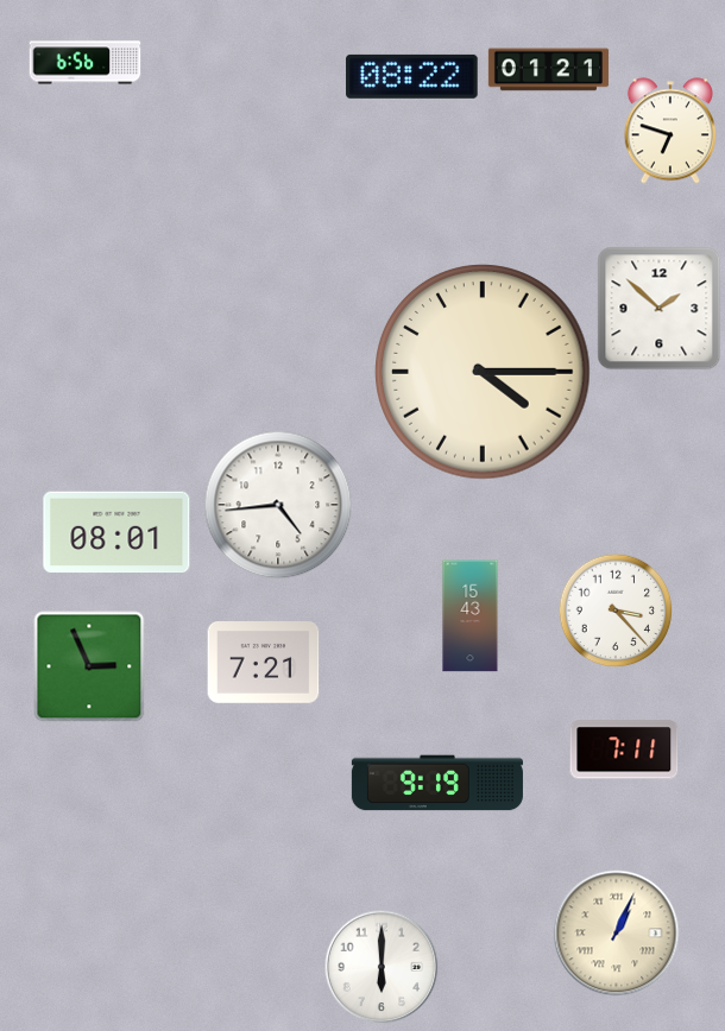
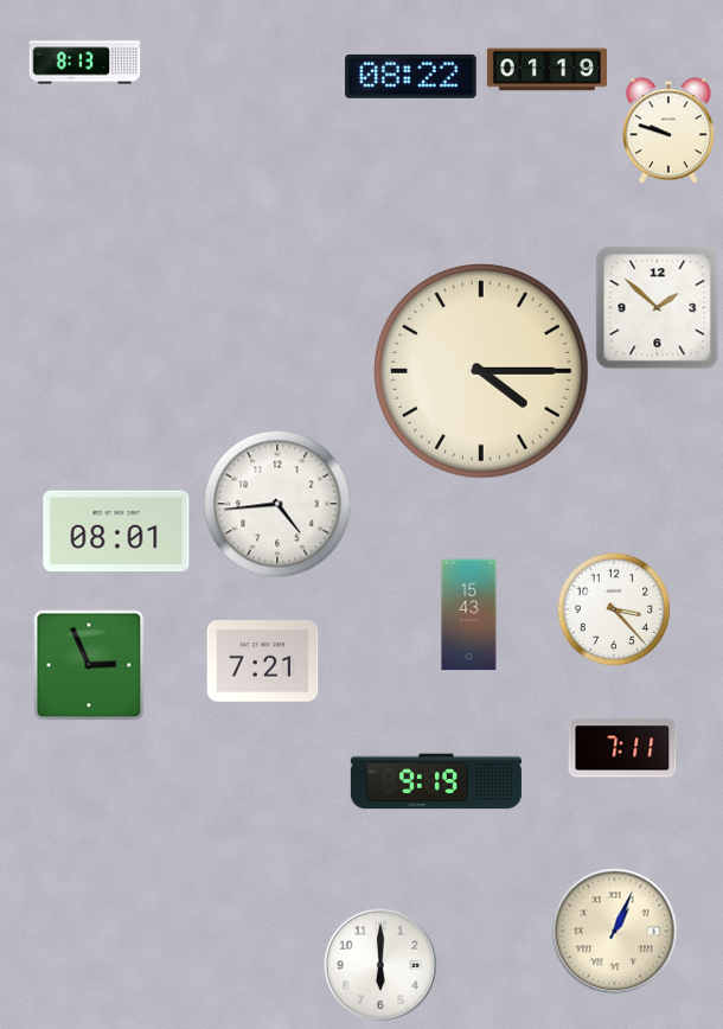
clock at (86, 63): 6:56 -> 8:13
clock at (548, 70): 01:21 -> 01:19
clock at (670, 131): 6:48 -> 9:48
